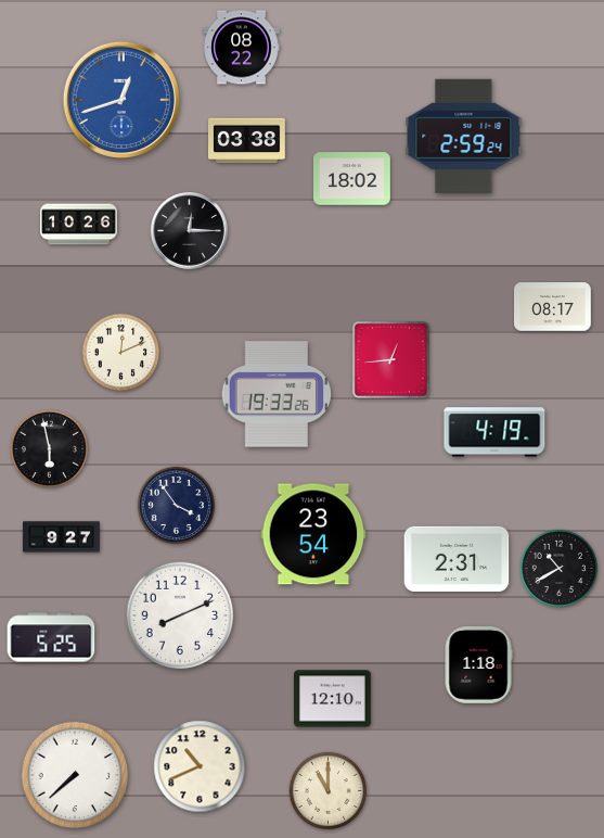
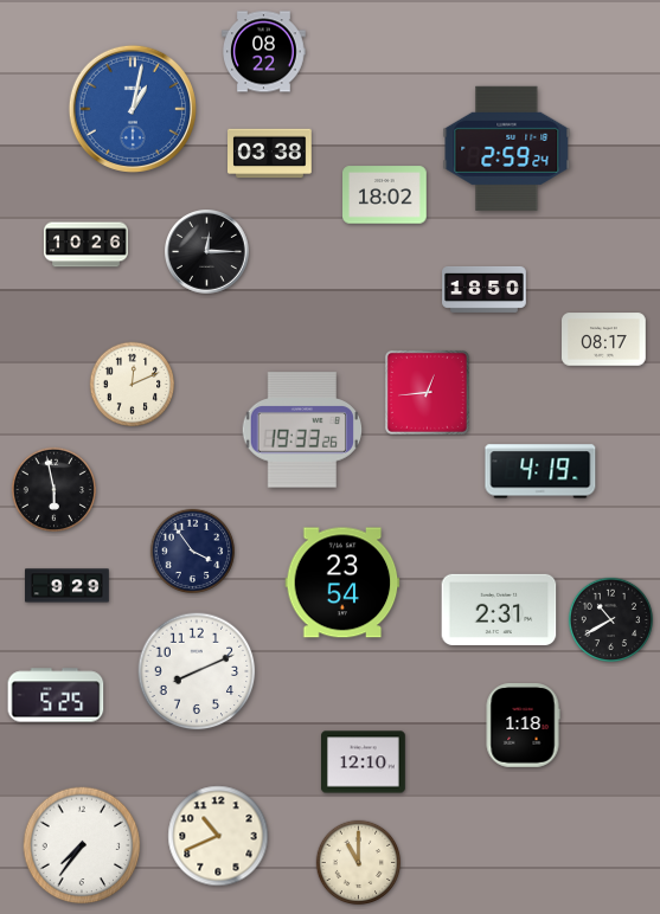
clock at (121, 100): 12:42 -> 1:02
clock at (485, 289): none -> 18:50
clock at (553, 307) position: (553, 307) -> (604, 340)
clock at (62, 537): 9:27 -> 9:29
clock at (75, 775): 7:38 -> 7:36
